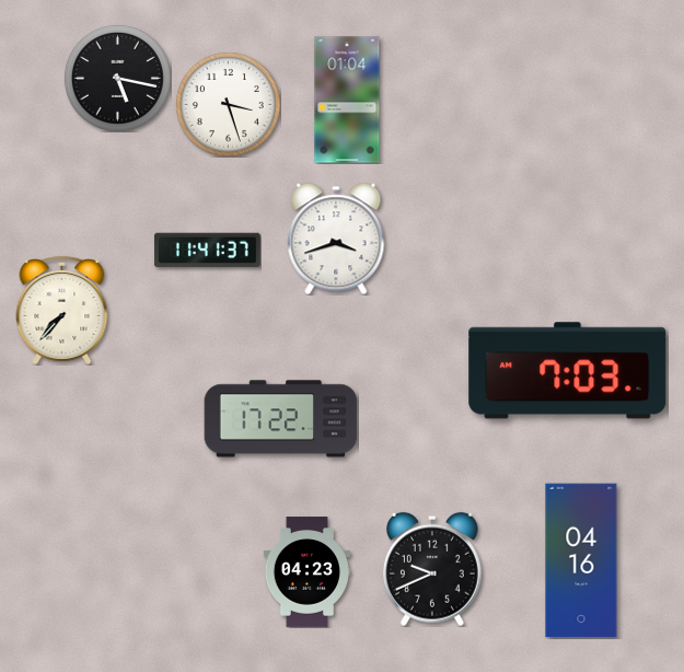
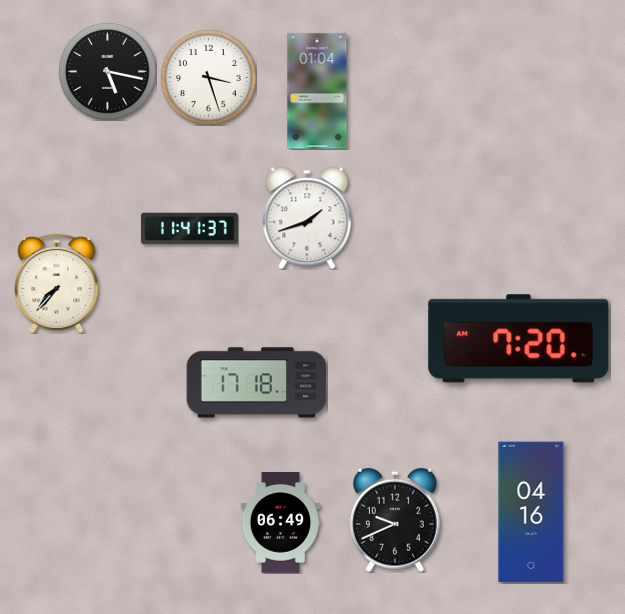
clock at (229, 105) position: (229, 105) -> (209, 78)
clock at (336, 239): 3:42 -> 1:42
clock at (568, 371): 7:03 -> 7:20
clock at (281, 419): 17:22 -> 17:18
clock at (306, 572): 04:23 -> 06:49
